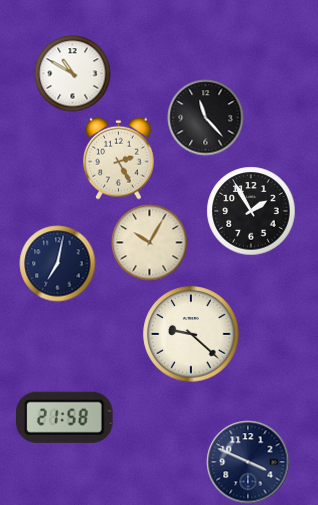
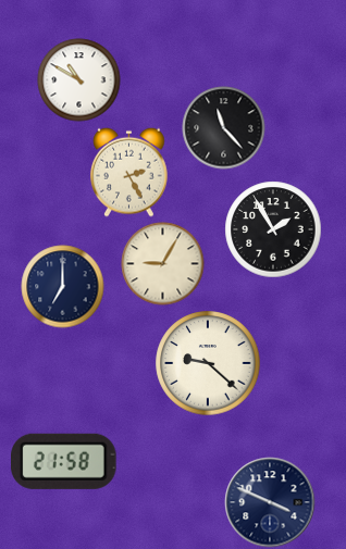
clock at (150, 243): 10:05 -> 9:05
clock at (58, 264): 7:02 -> 7:00
clock at (65, 417) position: (65, 417) -> (64, 461)
